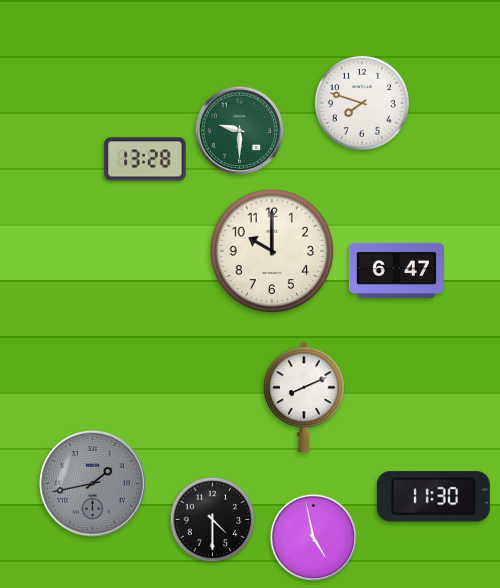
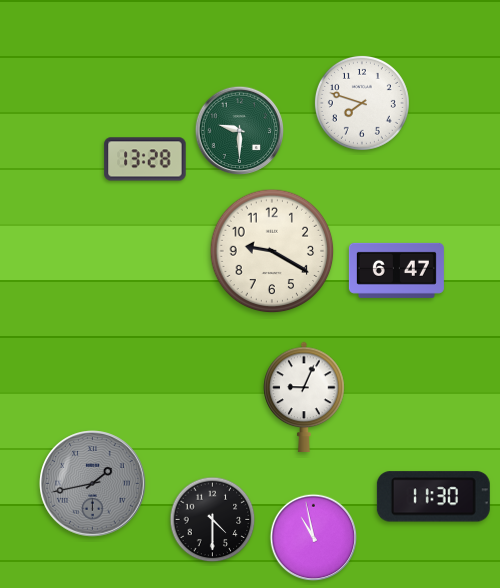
clock at (272, 251): 10:00 -> 9:20
clock at (304, 396): 8:11 -> 9:04
clock at (314, 538): 4:58 -> 10:58
